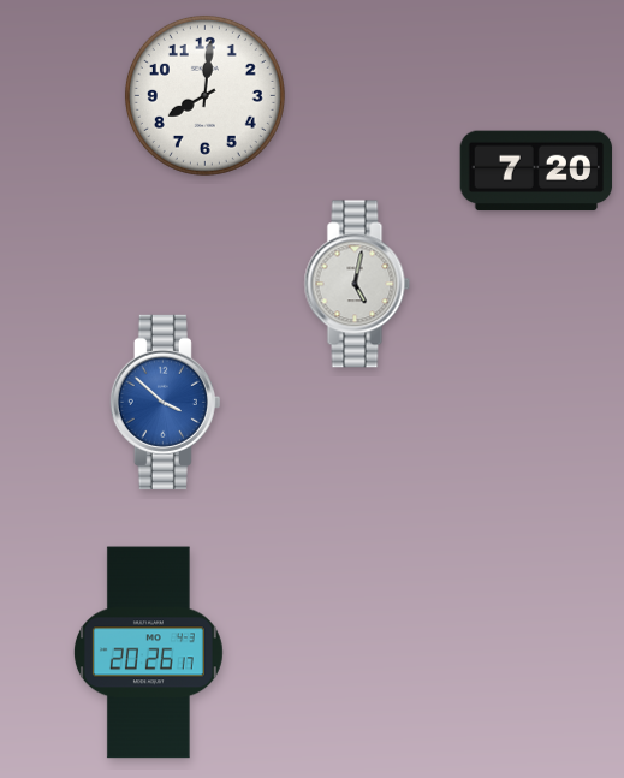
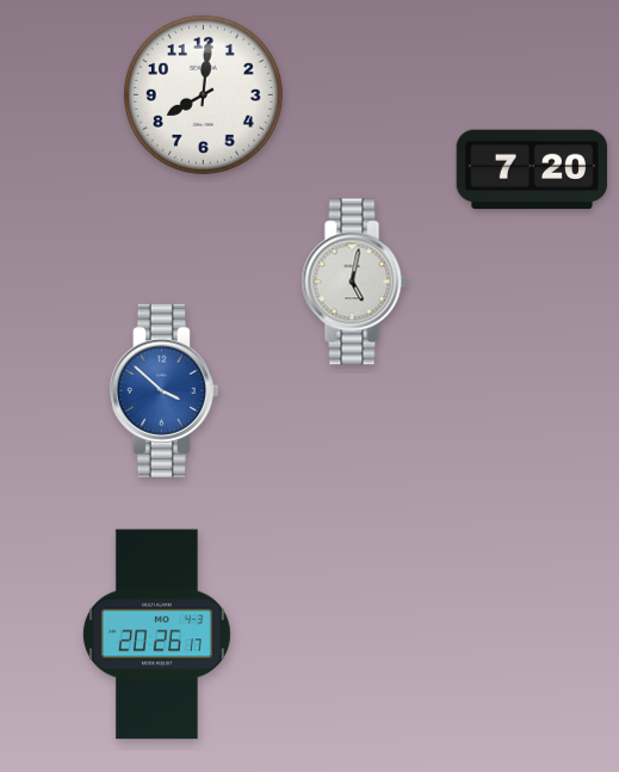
clock at (165, 402) position: (165, 402) -> (163, 390)
clock at (148, 653) position: (148, 653) -> (156, 635)
